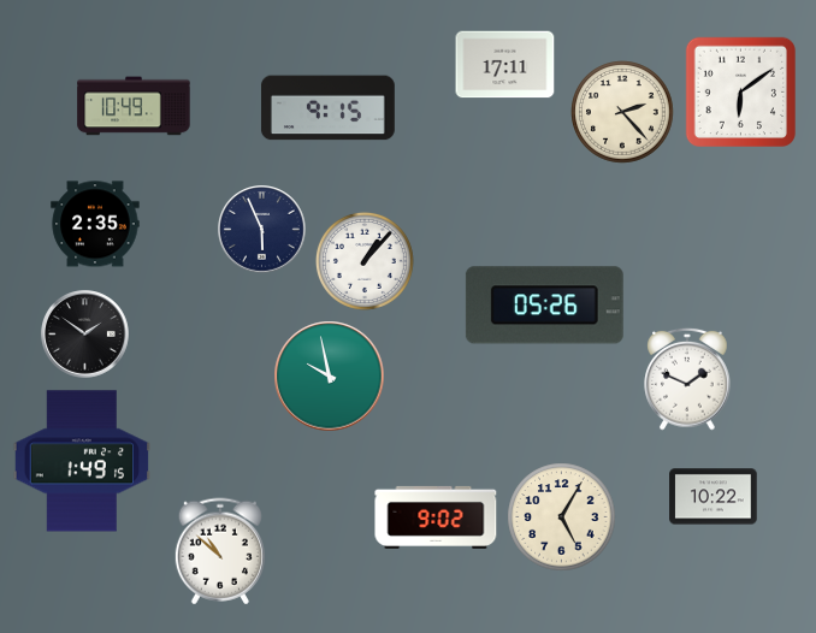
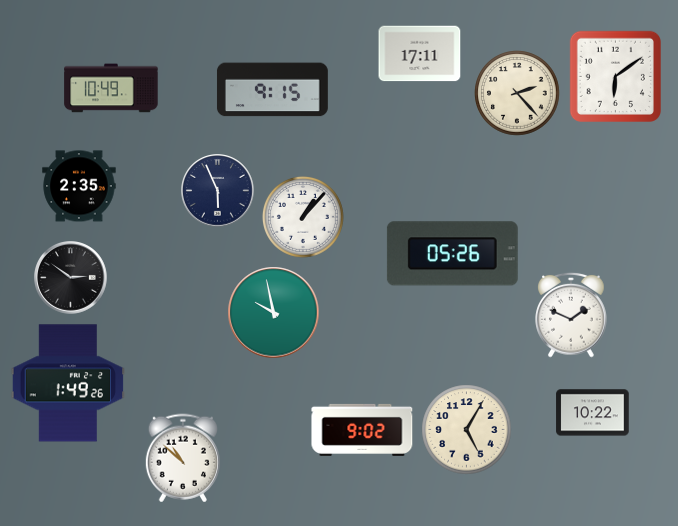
clock at (85, 335): 1:51 -> 2:51
clock at (82, 461): 1:49:15 -> 1:49:26
